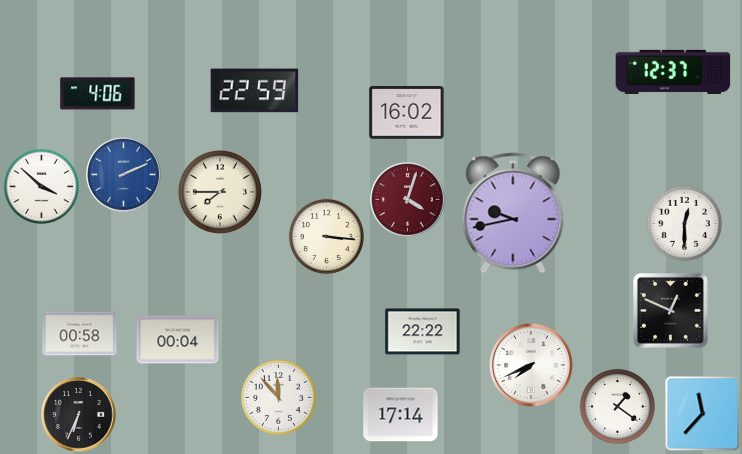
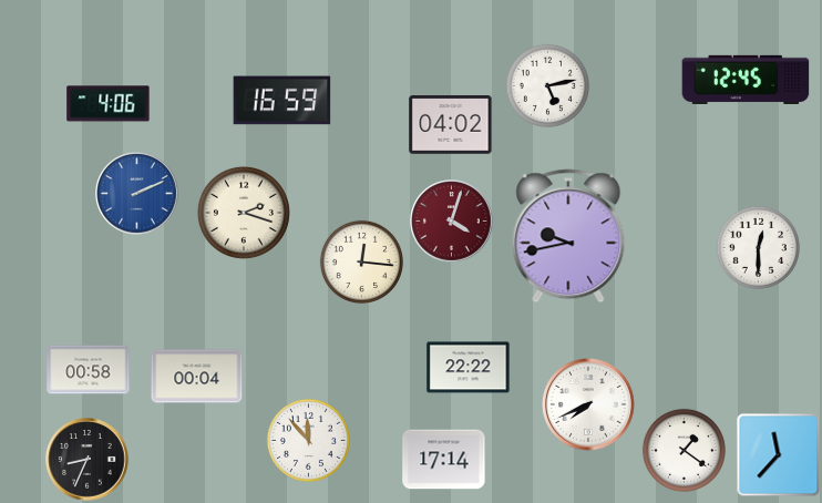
clock at (673, 72): 12:37 -> 12:45
clock at (547, 85): none -> 5:13
clock at (255, 91): 22:59 -> 16:59
clock at (407, 113): 16:02 -> 04:02
clock at (41, 186): 3:52 -> none
clock at (220, 192): 7:45 -> 2:18
clock at (326, 236): 3:16 -> 12:16
clock at (670, 310): 12:49 -> none
clock at (703, 414) position: (703, 414) -> (779, 455)
clock at (79, 415): 6:34 -> 8:34
